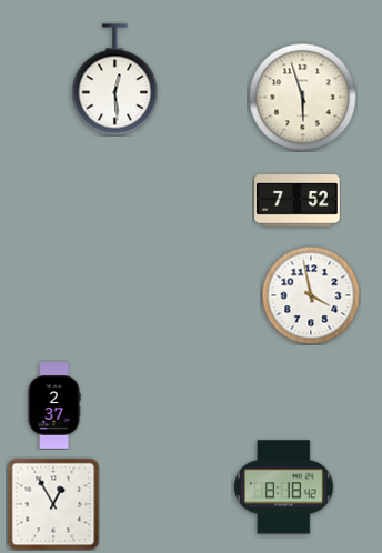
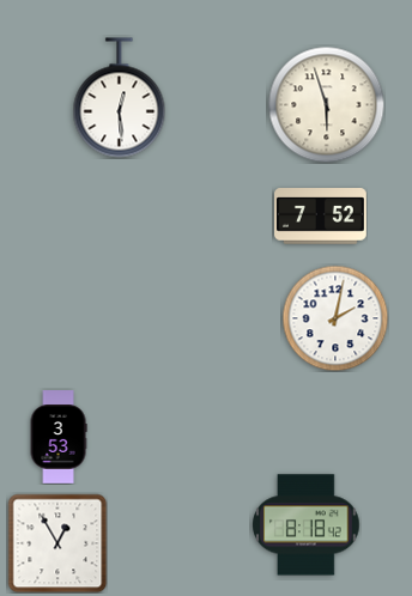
clock at (115, 80) position: (115, 80) -> (120, 98)
clock at (311, 295): 3:58 -> 2:02
clock at (54, 405): 2:37 -> 3:53
